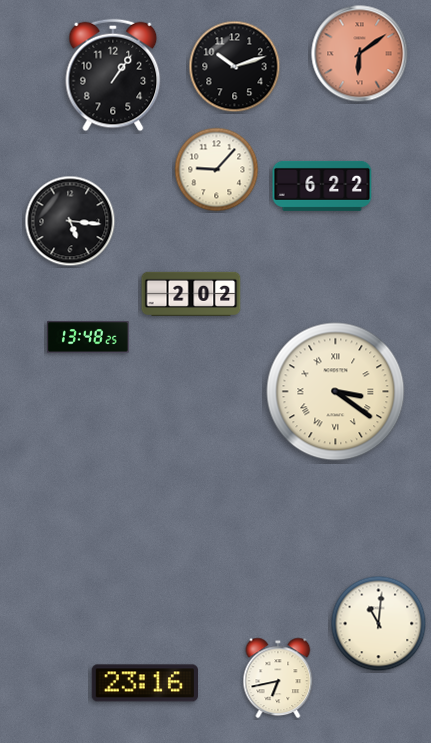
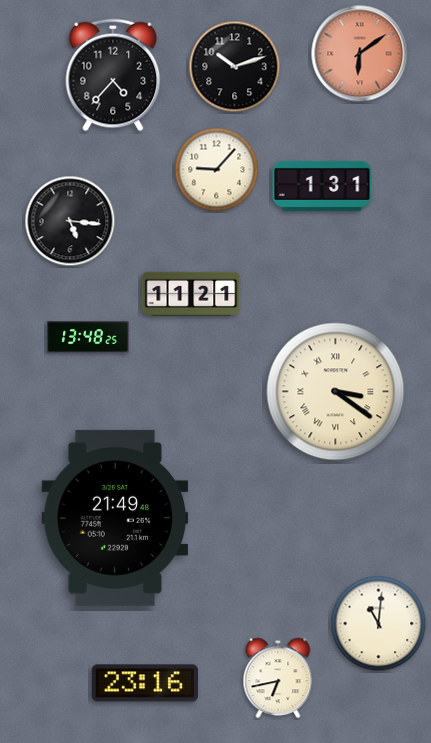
clock at (113, 75): 1:06 -> 4:37
clock at (322, 186): 6:22 -> 1:31
clock at (191, 294): 2:02 -> 11:21
clock at (115, 518): none -> 21:49
